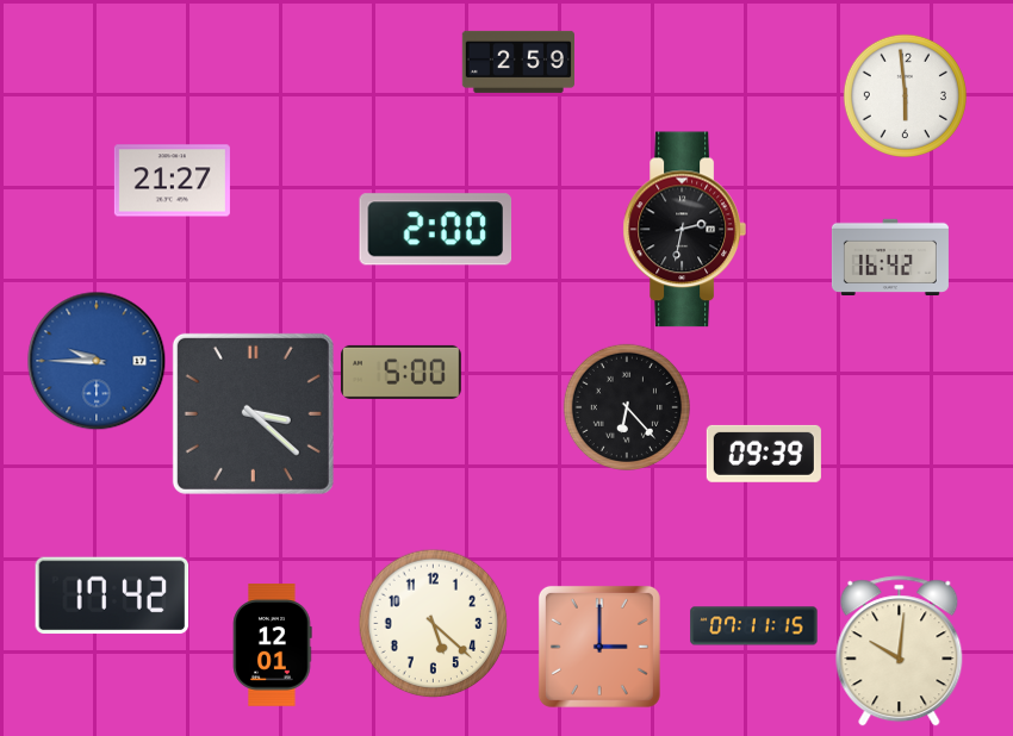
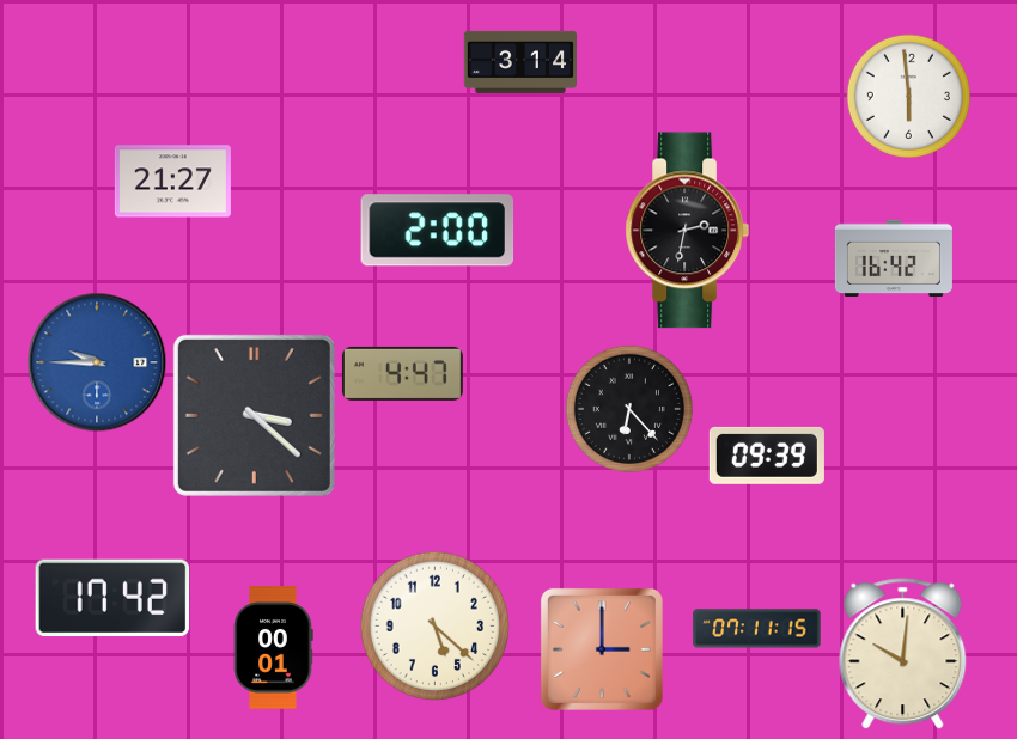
clock at (517, 62): 2:59 -> 3:14
clock at (400, 372): 5:00 -> 4:47
clock at (272, 645): 12:01 -> 00:01
